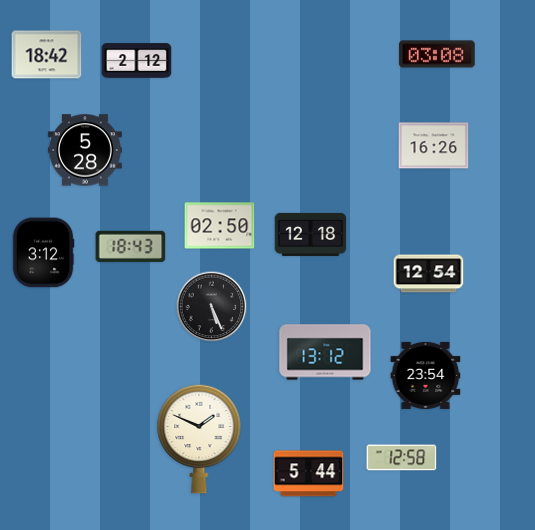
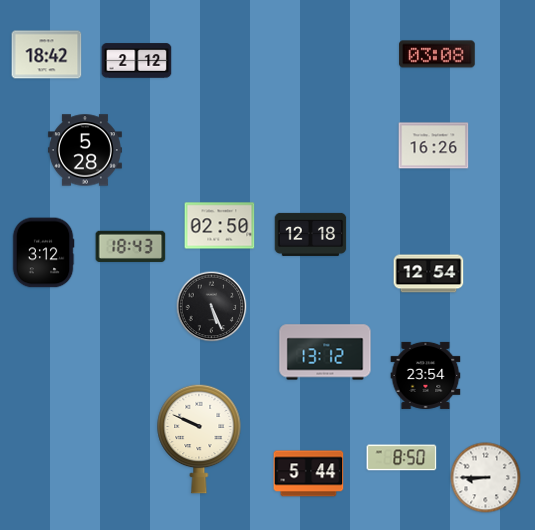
clock at (199, 439): 1:49 -> 9:49
clock at (402, 458): 12:58 -> 8:50
clock at (486, 478): none -> 8:45
